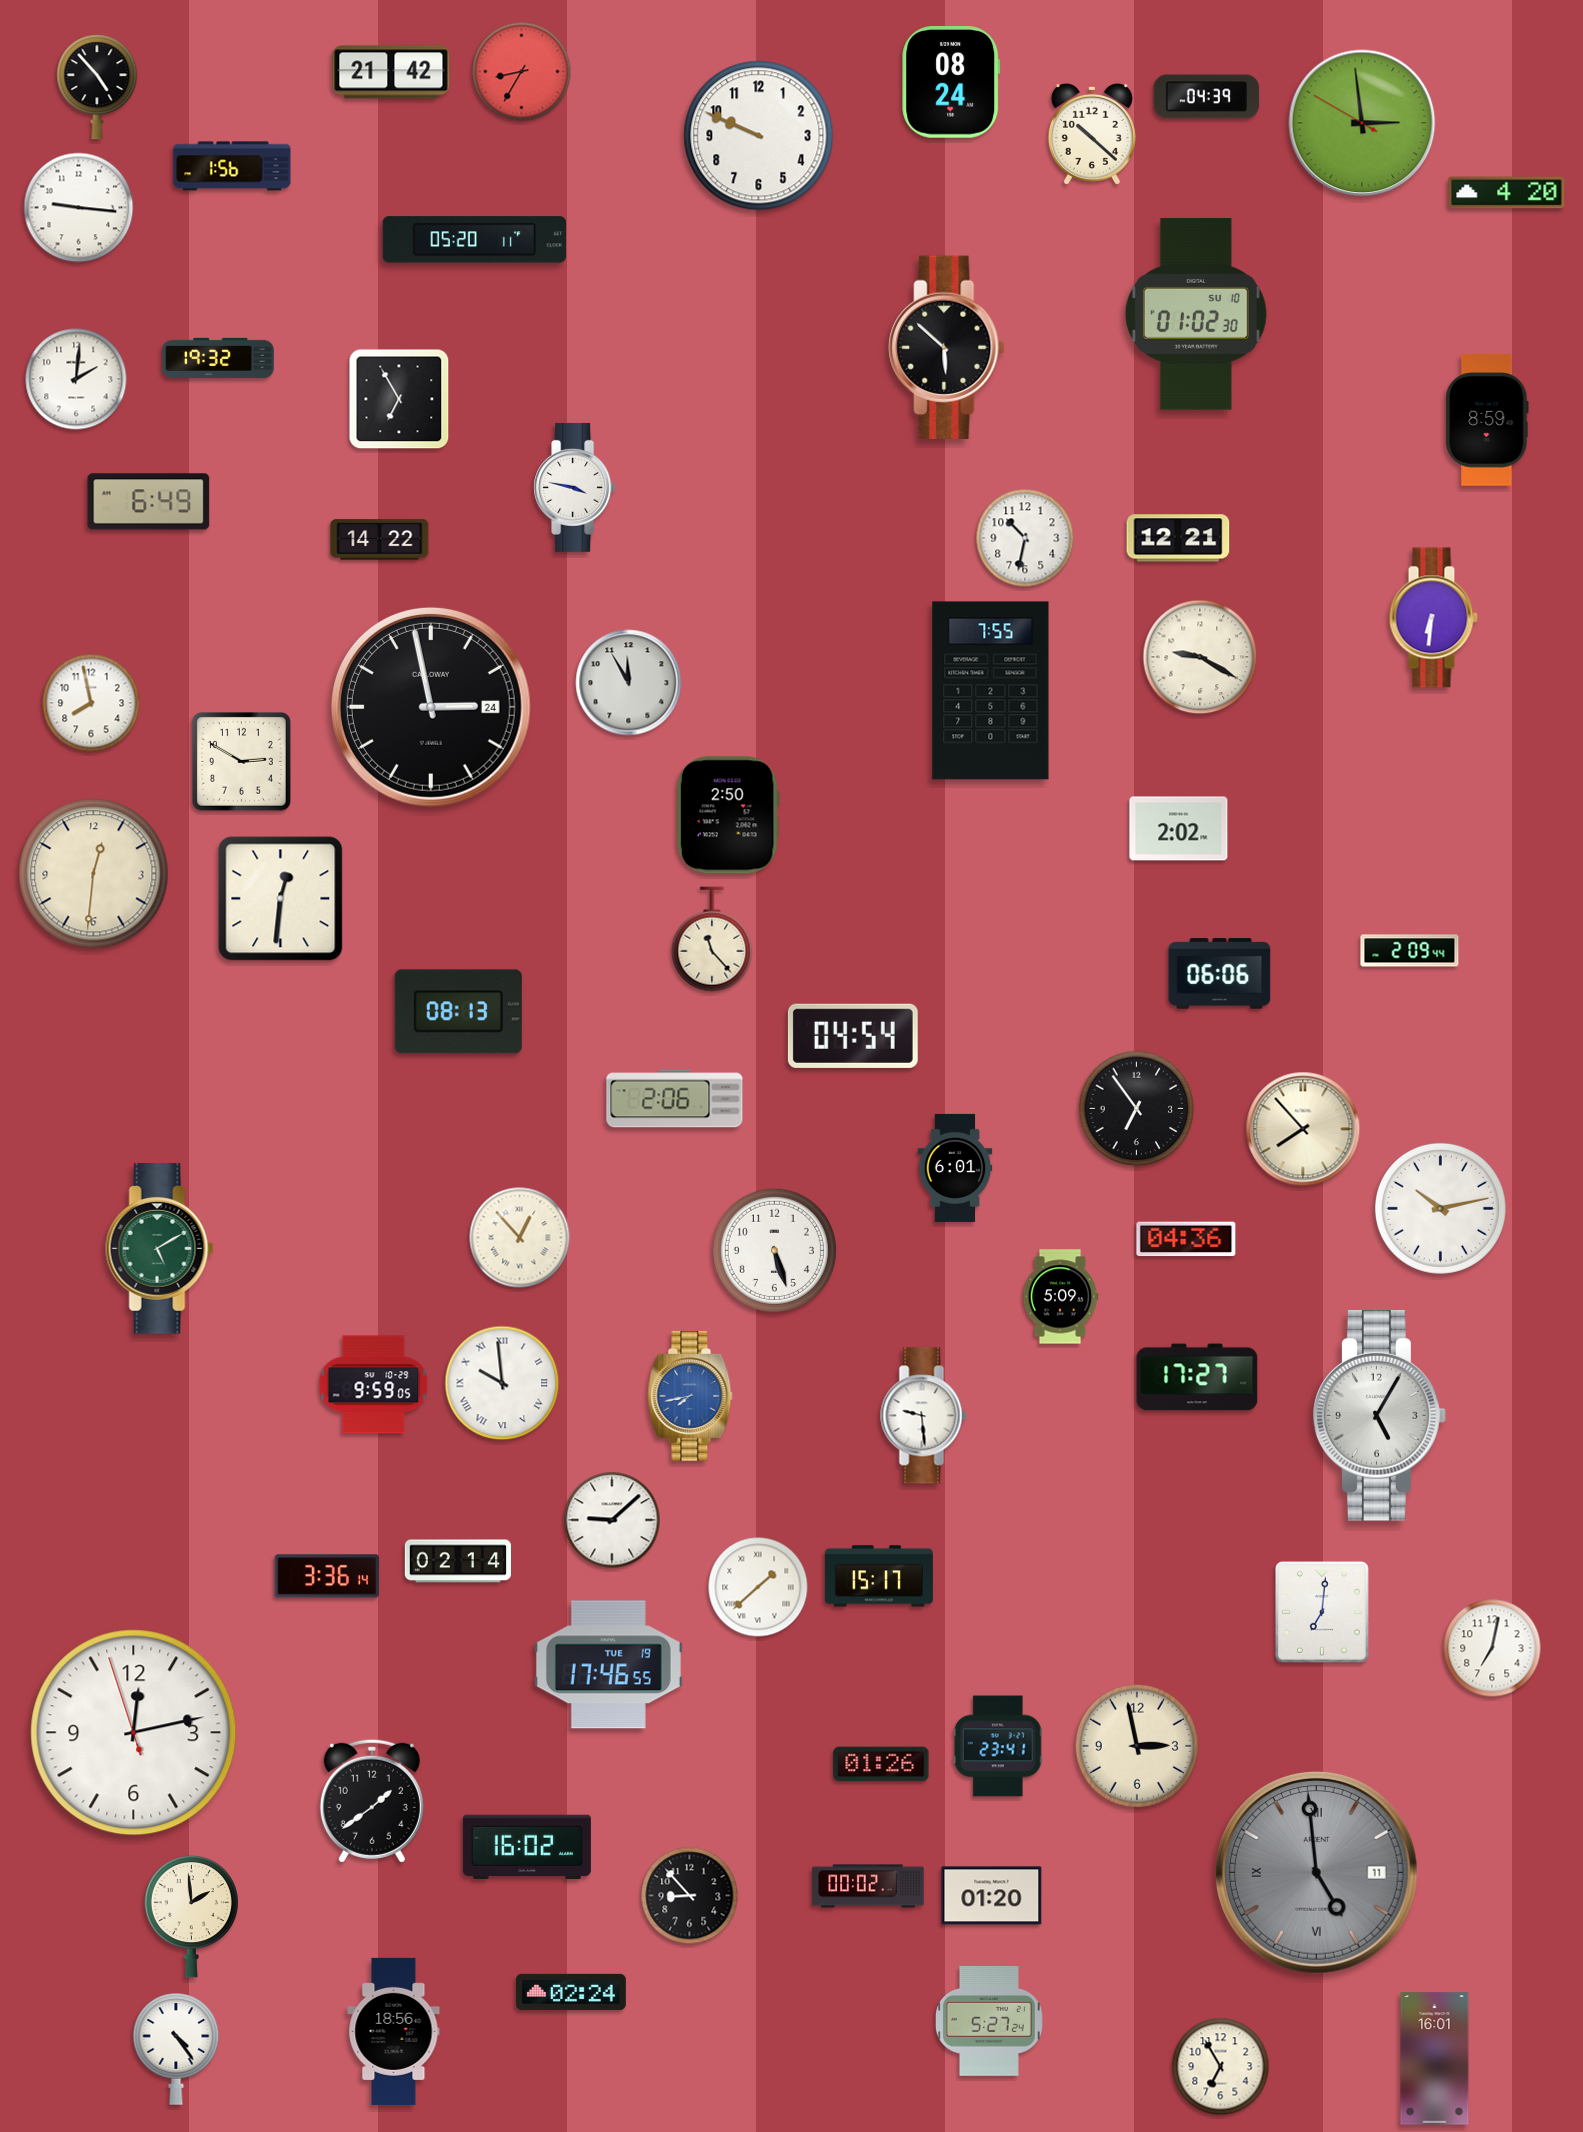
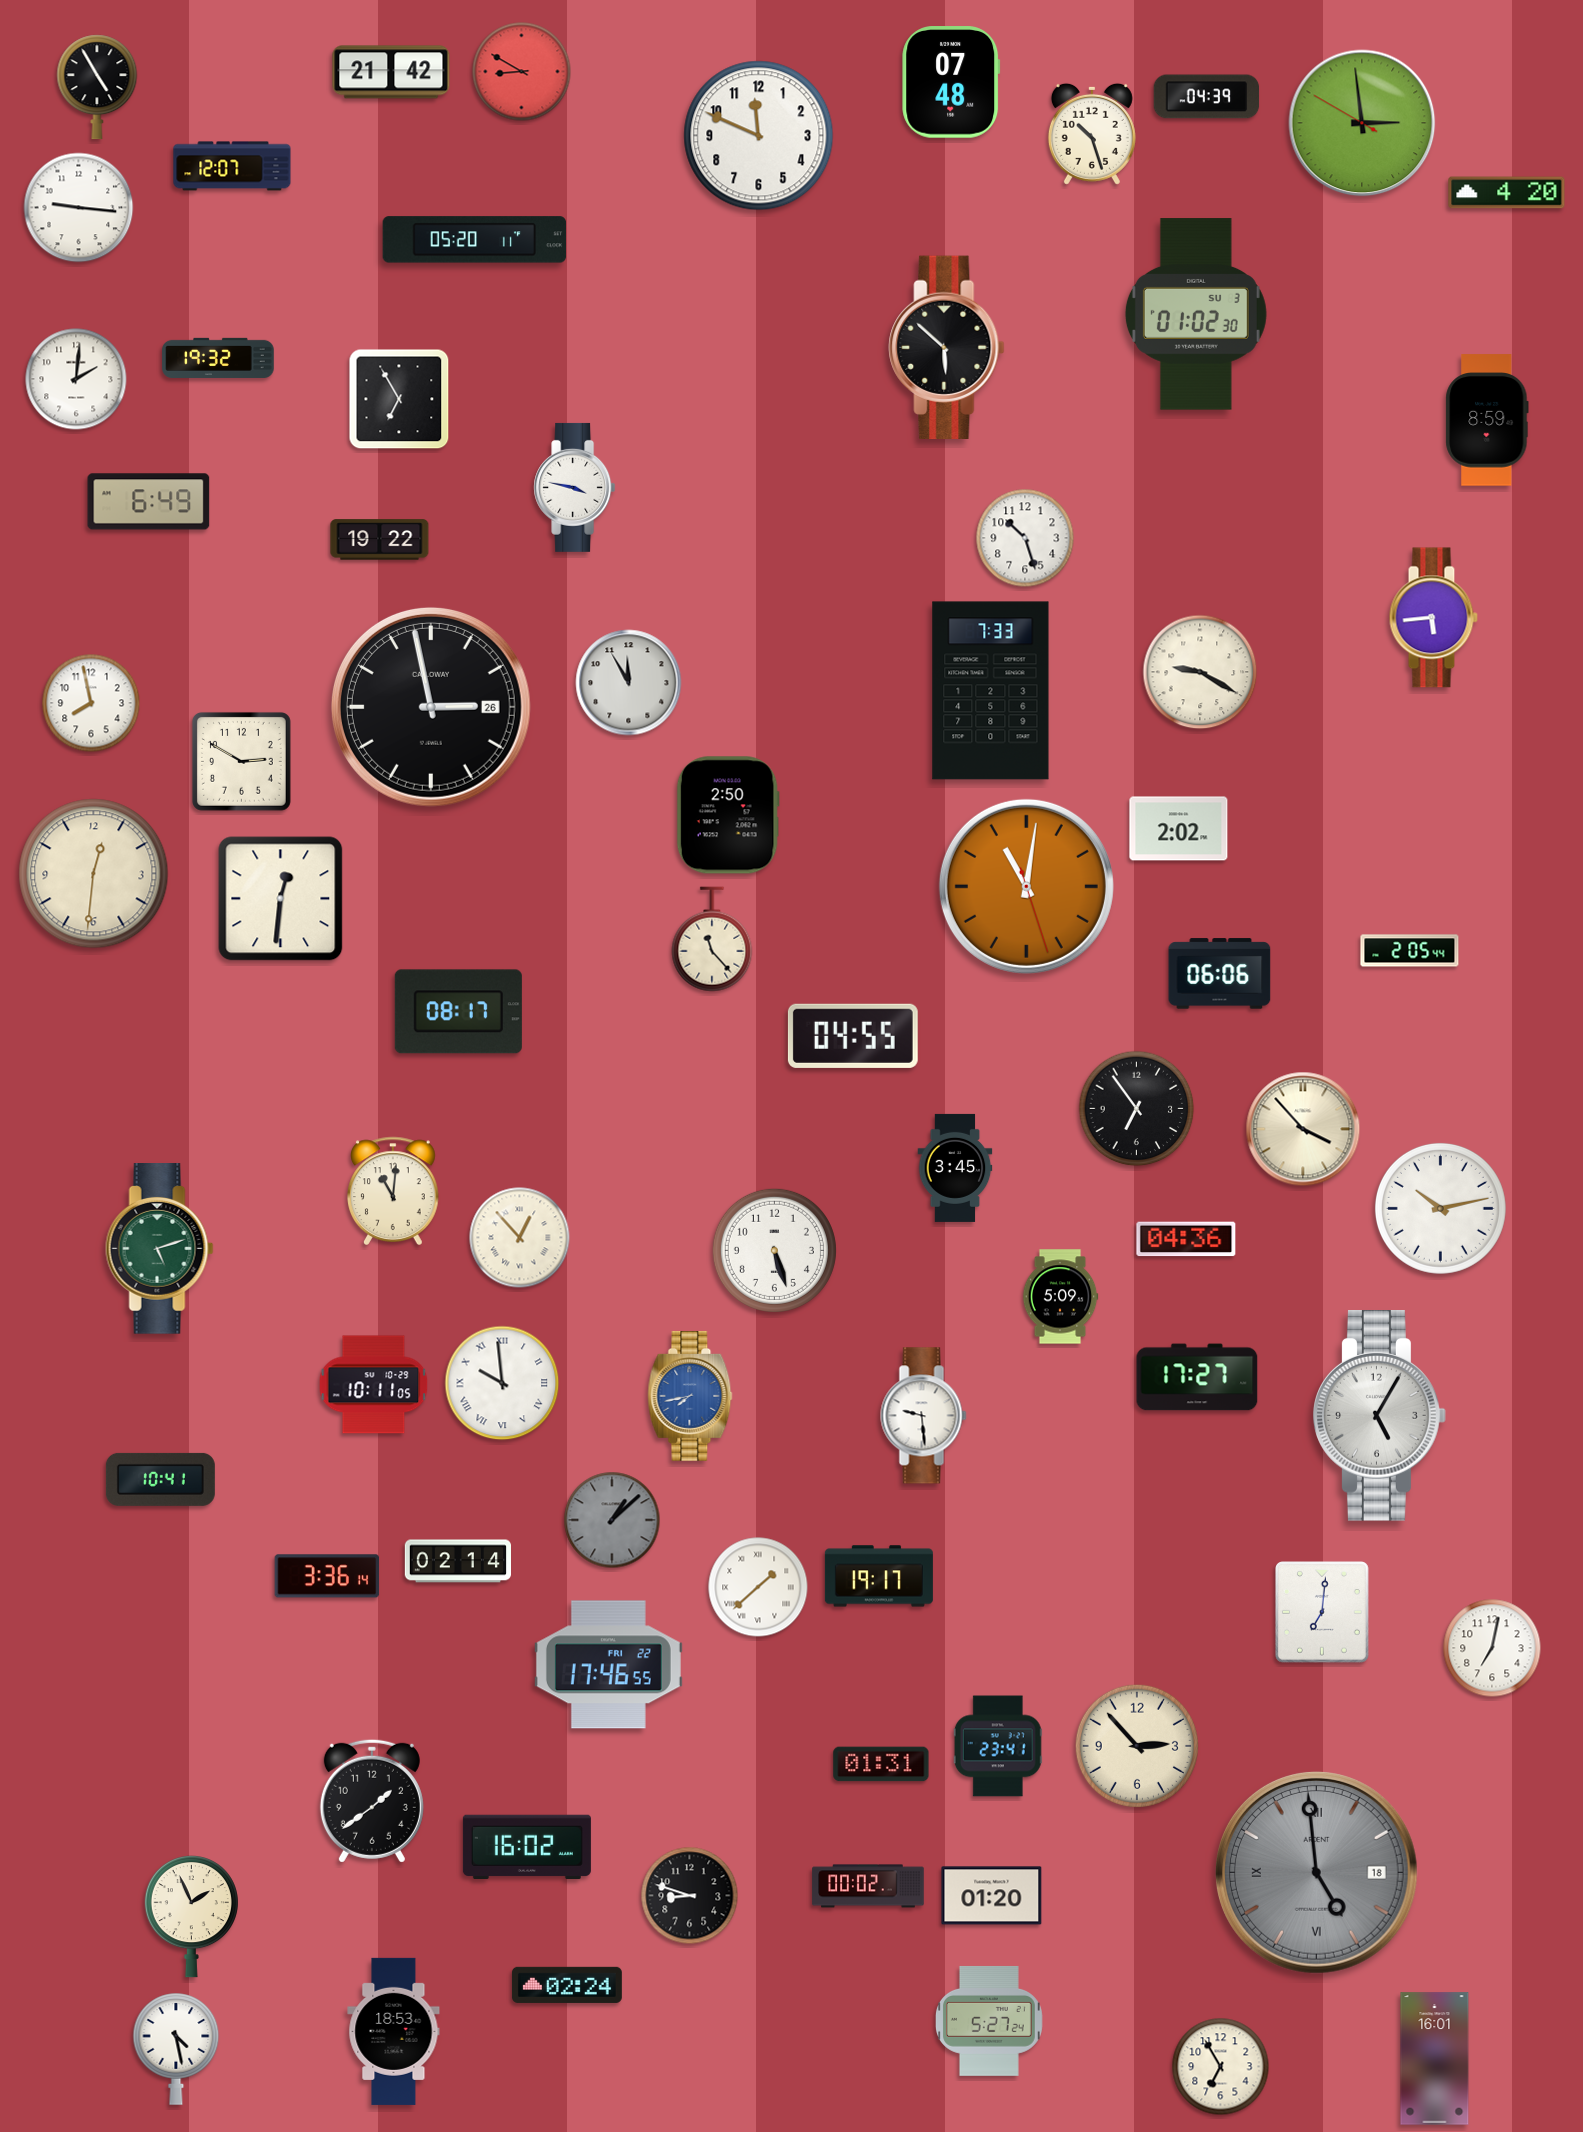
clock at (522, 72): 8:35 -> 8:50
clock at (951, 82): 08:24 -> 07:48
clock at (97, 87): 4:53 -> 4:55
clock at (1092, 134): 10:22 -> 10:27
clock at (759, 136): 9:49 -> 11:49
clock at (232, 166): 1:56 -> 12:07
clock at (1196, 314) date: SU 10 -> SU 3
clock at (1025, 538): 10:32 -> 10:27
clock at (1178, 538): 12:21 -> none
clock at (380, 540): 14:22 -> 19:22
clock at (1433, 618): 6:31 -> 5:44
clock at (1200, 657) position: (1200, 657) -> (1200, 672)
clock at (991, 691): 7:55 -> 7:33
clock at (431, 707) date: 24 -> 26
clock at (1026, 886): none -> 11:01
clock at (1410, 951): 2:09 -> 2:05
clock at (458, 1012): 08:13 -> 08:17
clock at (853, 1036): 04:54 -> 04:55
clock at (675, 1099): 2:06 -> none
clock at (1303, 1129): 7:53 -> 3:53
clock at (955, 1168): 6:01 -> 3:45
clock at (394, 1190): none -> 11:01
clock at (160, 1249): 5:10 -> 5:12
clock at (374, 1385): 9:59 -> 10:11
clock at (160, 1479): none -> 10:41
clock at (612, 1520): 9:08 -> 1:08
clock at (612, 1520) dial: white -> grey
clock at (879, 1576): 15:17 -> 19:17
clock at (608, 1665) date: TUE 19 -> FRI 22
clock at (134, 1733): 12:12 -> none
clock at (1137, 1746): 2:58 -> 2:53
clock at (881, 1764): 01:26 -> 01:31
clock at (1316, 1872) date: 11 -> 18
clock at (690, 1896): 8:53 -> 8:48
clock at (191, 1917): 1:59 -> 1:56
clock at (571, 1992) position: (571, 1992) -> (567, 1985)
clock at (394, 2031): 18:56 -> 18:53
clock at (176, 2049): 4:24 -> 4:28
